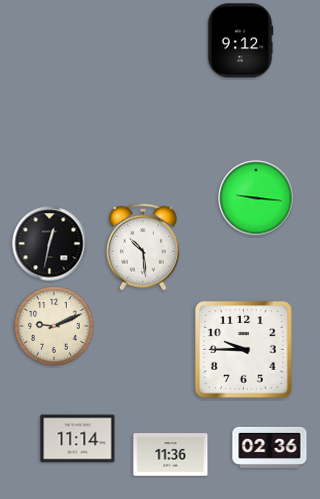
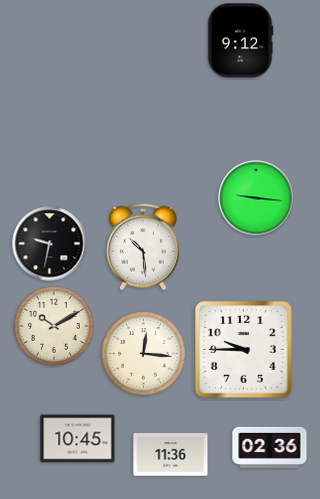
clock at (50, 244): 12:32 -> 9:32
clock at (54, 326): 9:11 -> 10:10
clock at (144, 354): none -> 12:16
clock at (78, 439): 11:14 -> 10:45
